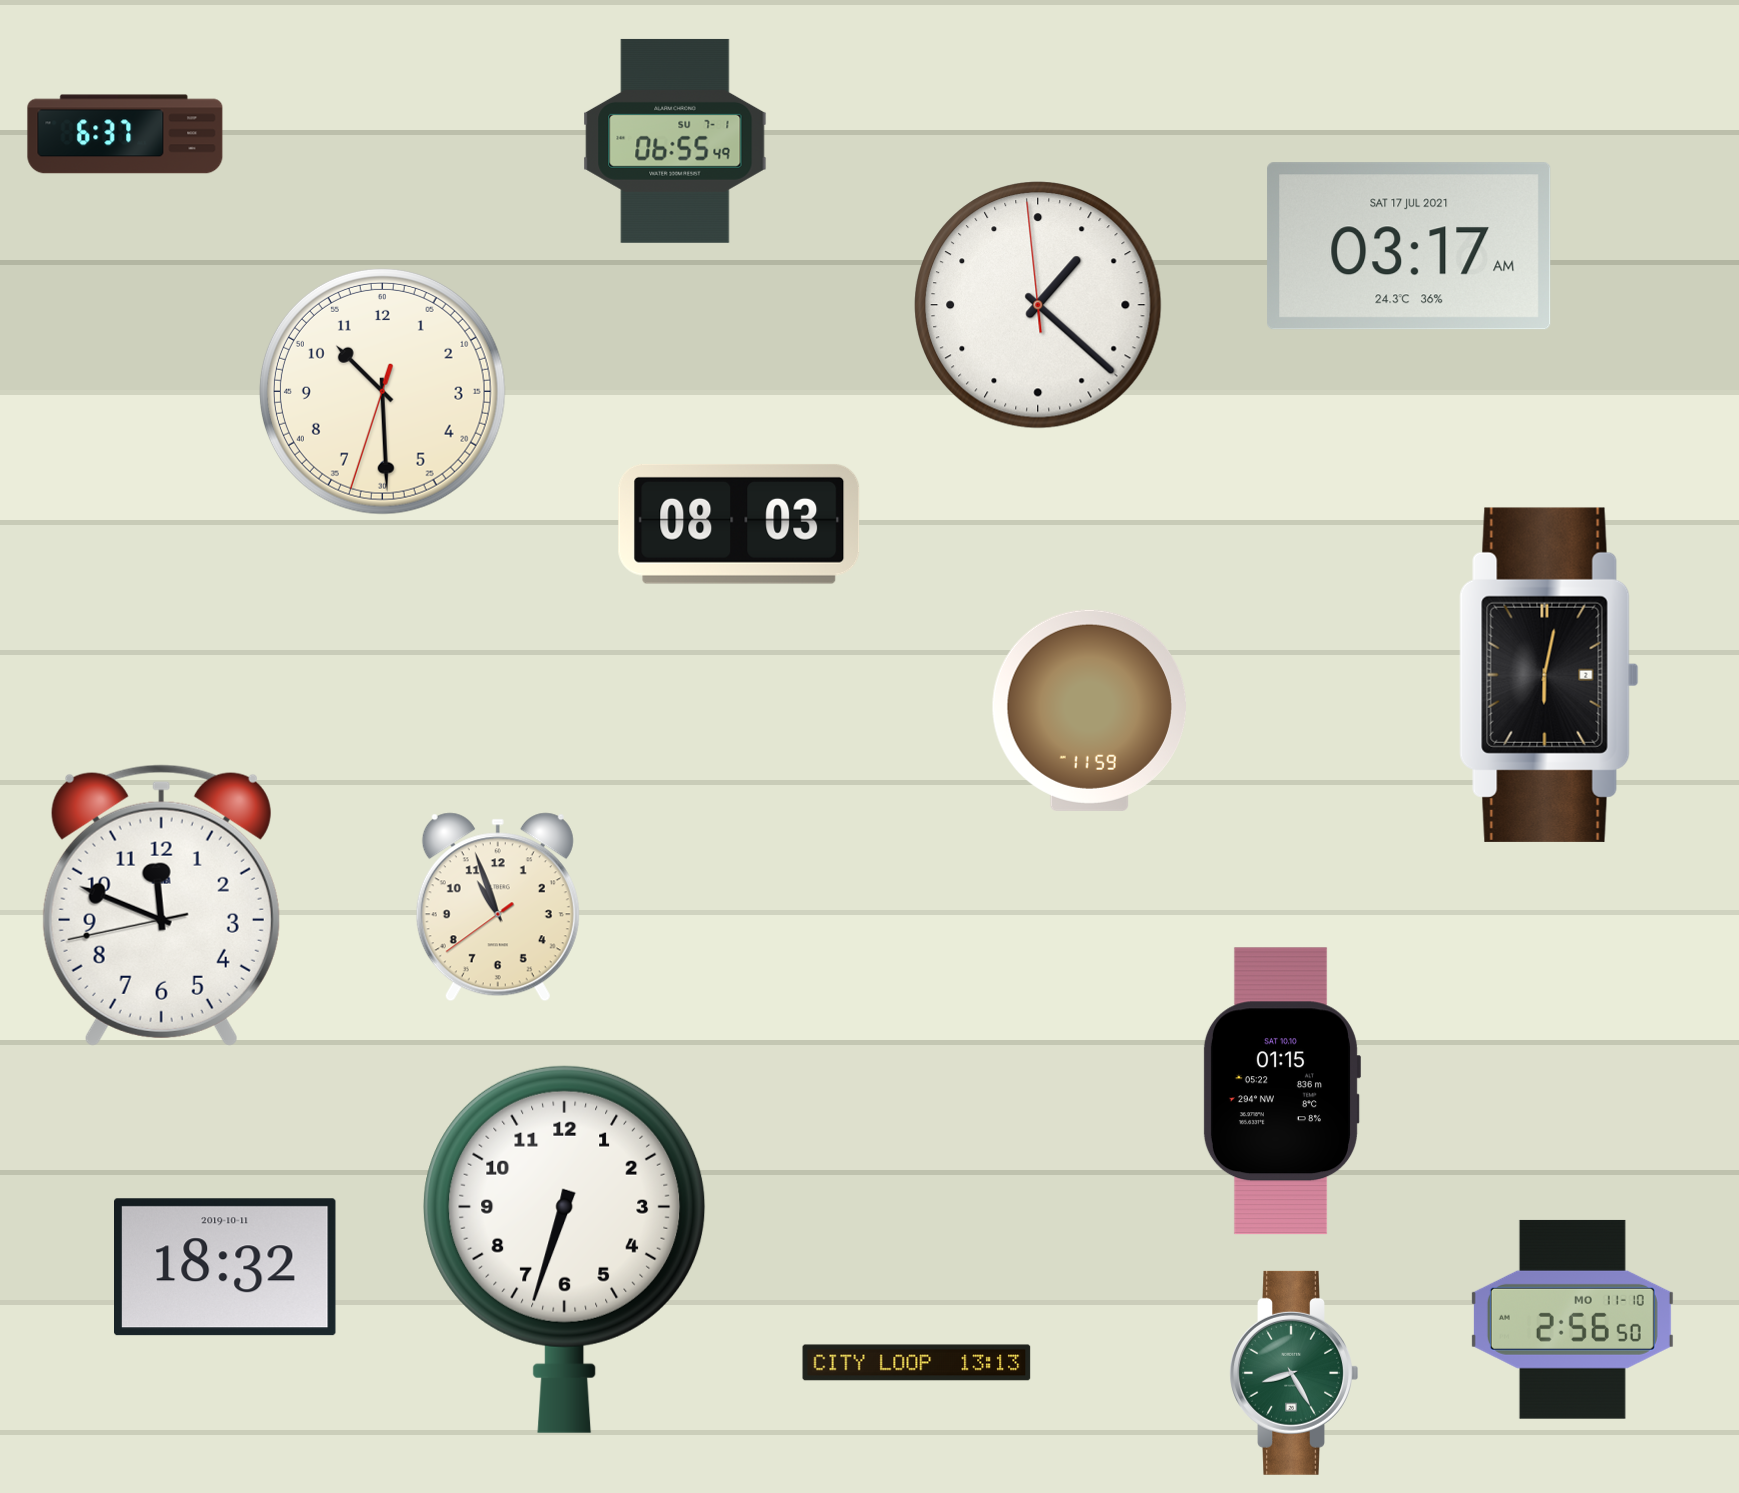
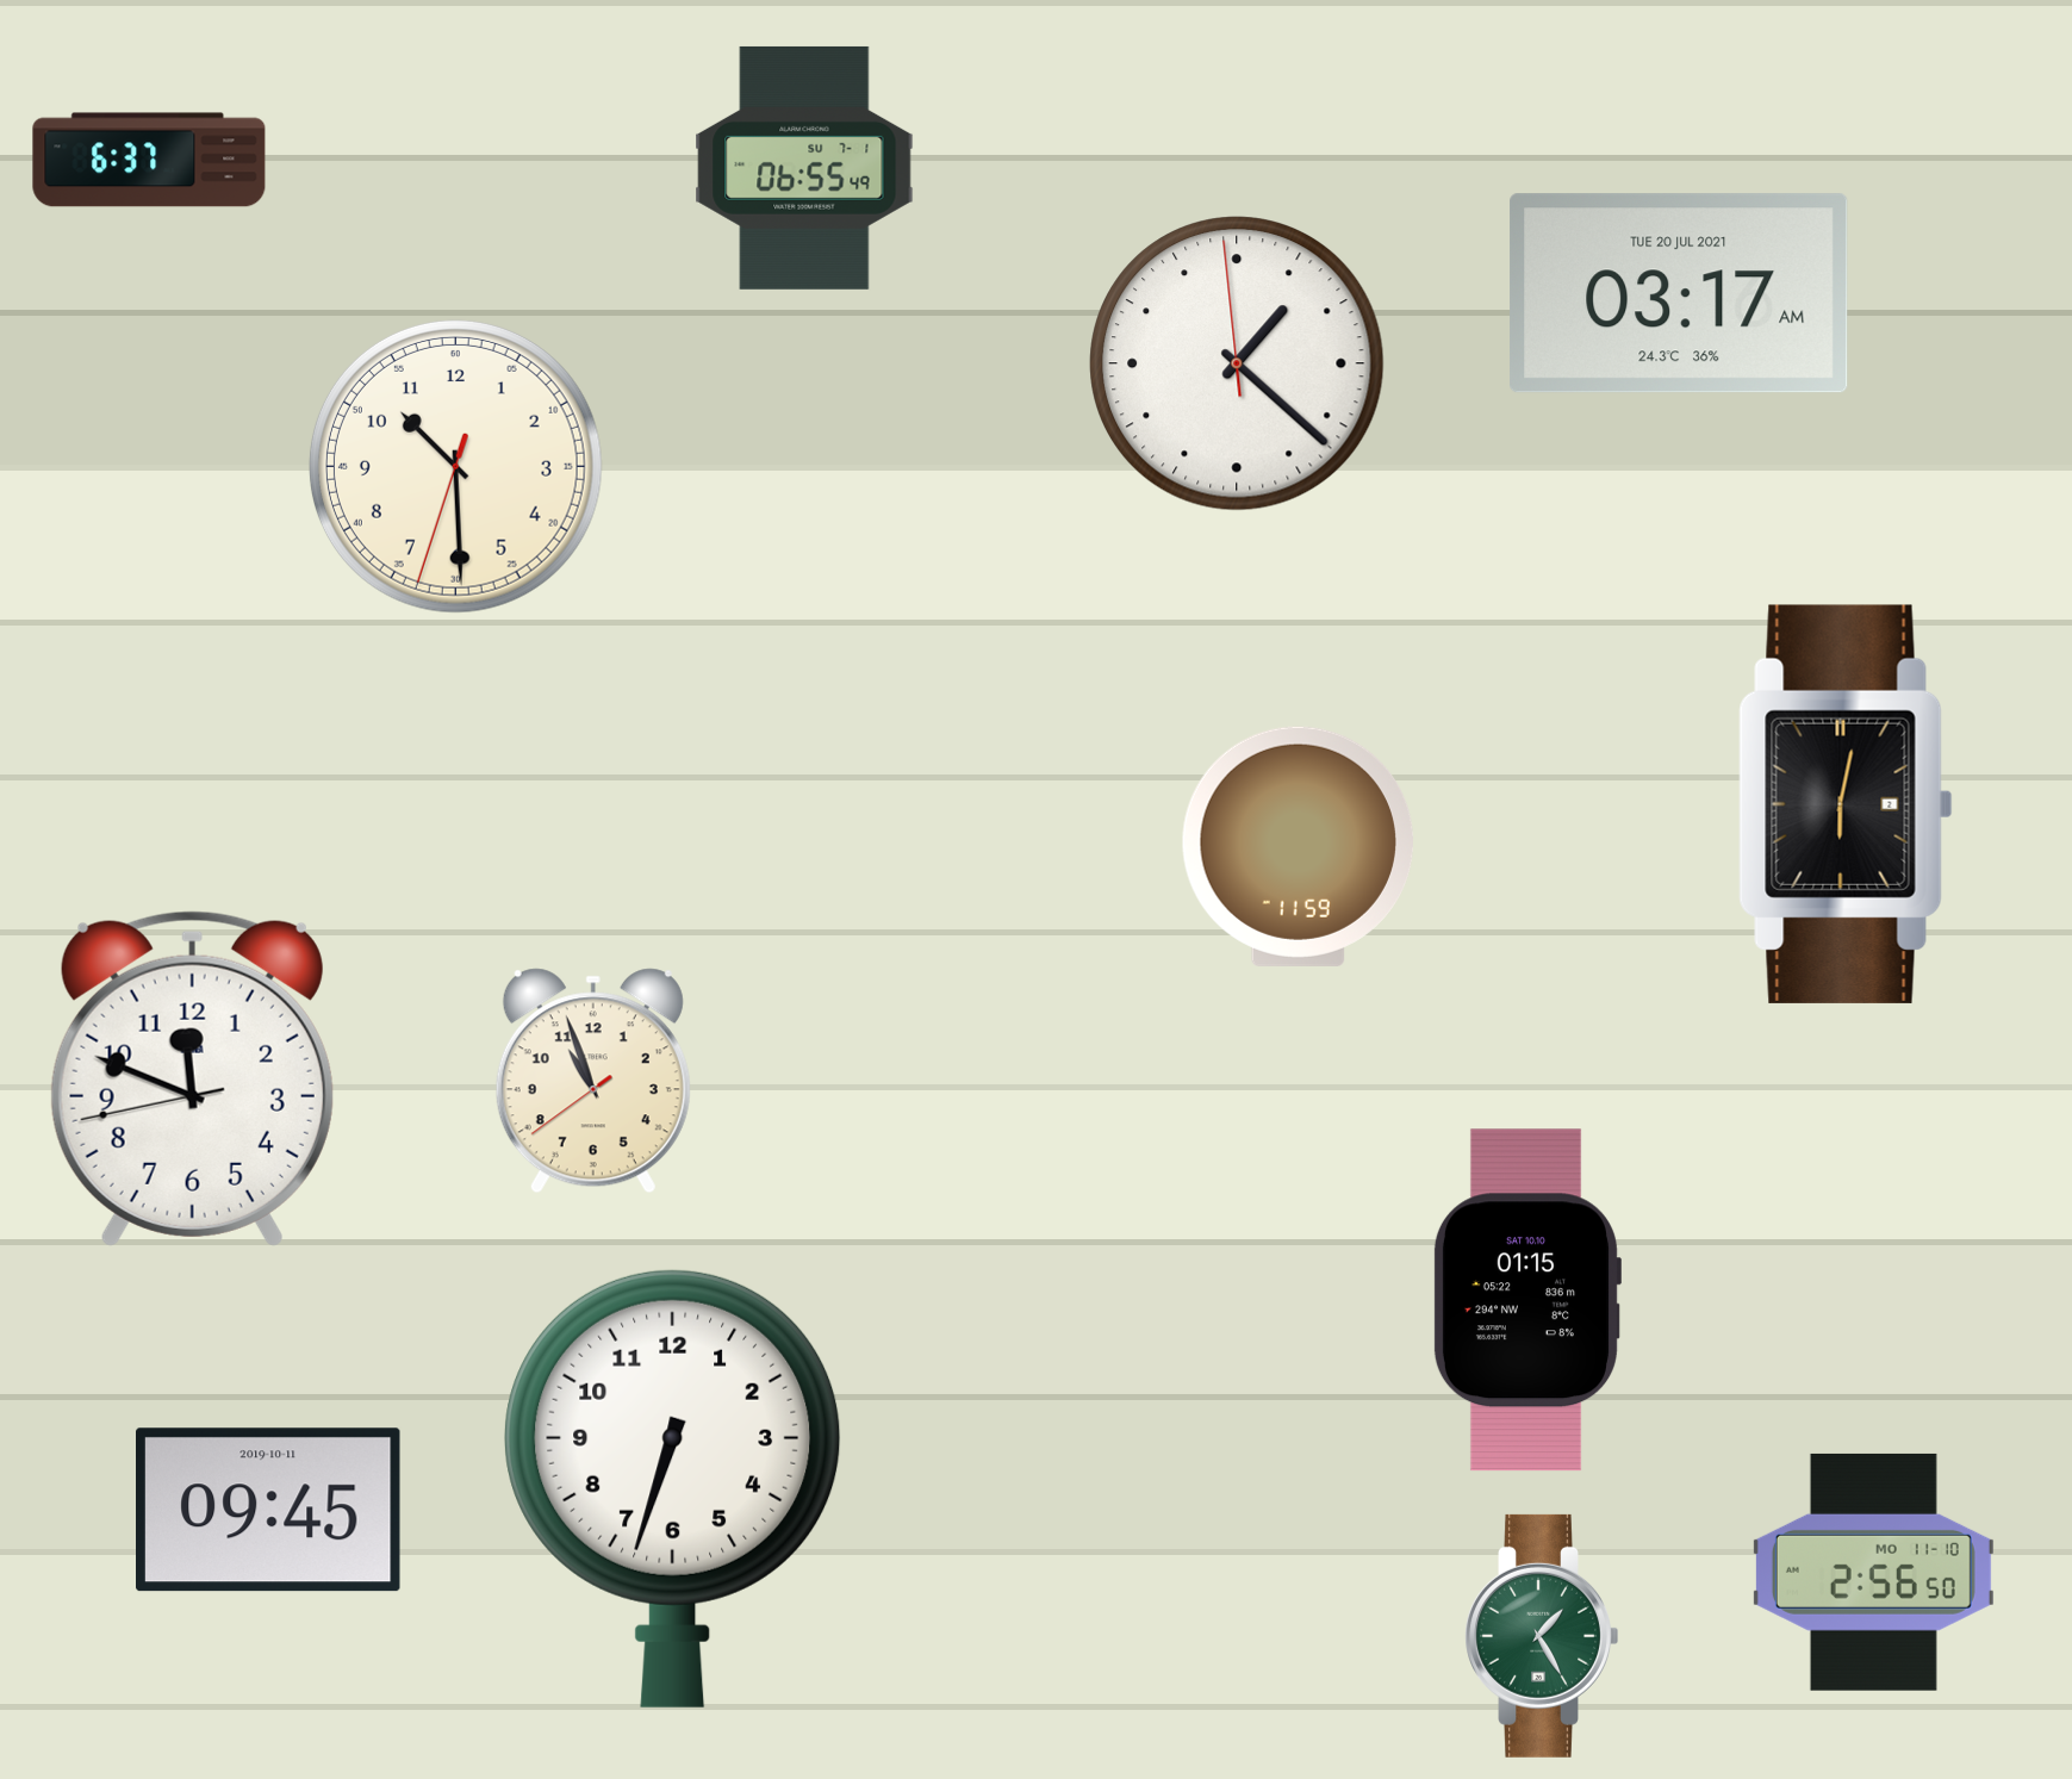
clock at (1409, 246) date: SAT 17 JUL 2021 -> TUE 20 JUL 2021
clock at (739, 524): 08:03 -> none
clock at (226, 1267): 18:32 -> 09:45
clock at (917, 1363): 13:13 -> none
clock at (1294, 1373): 8:25 -> 1:25
